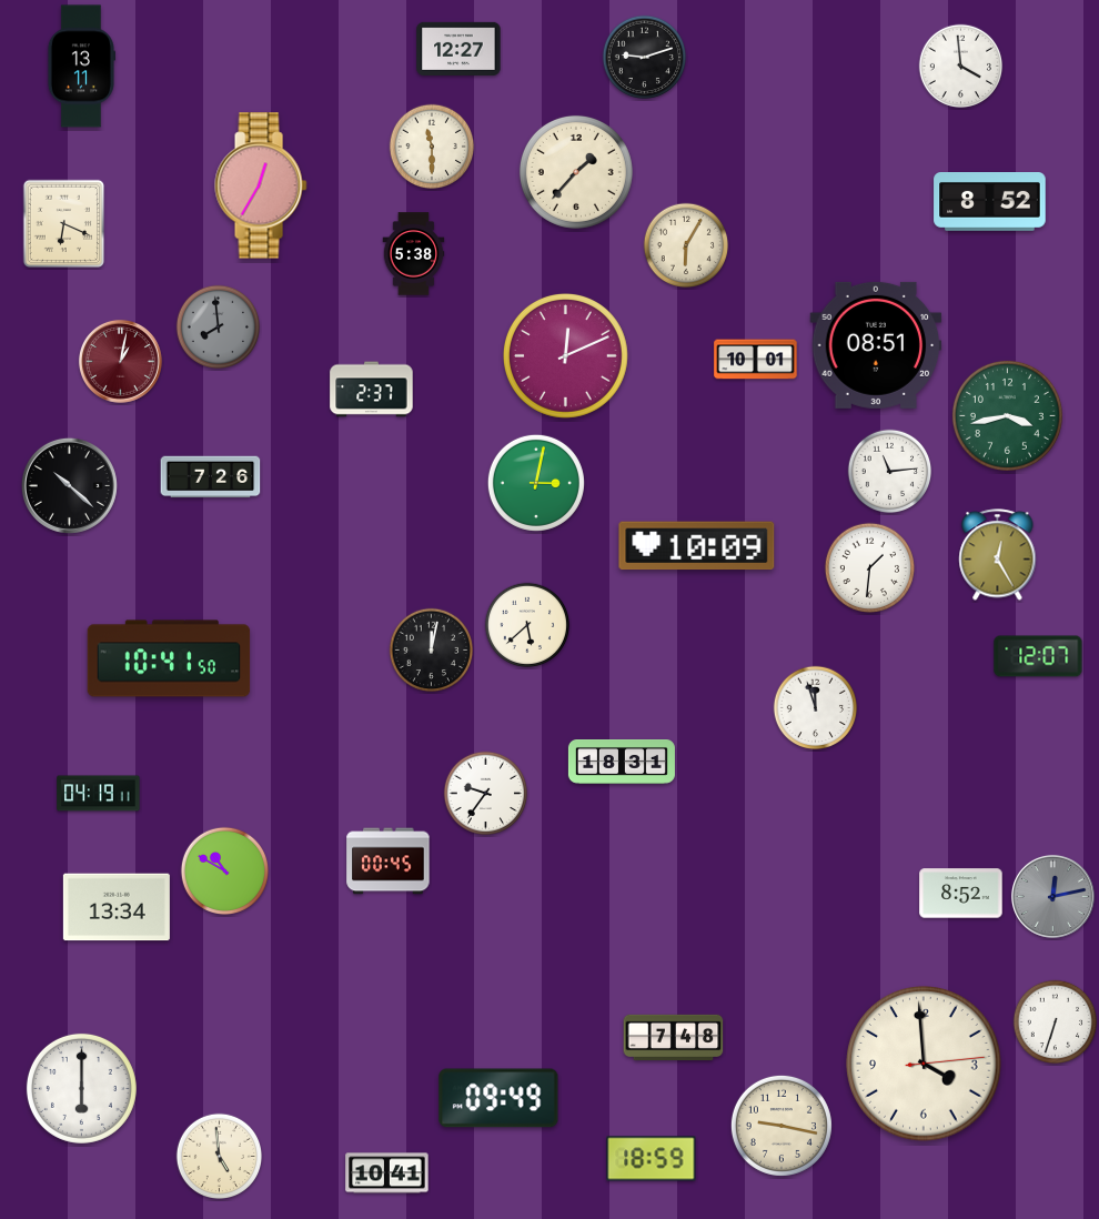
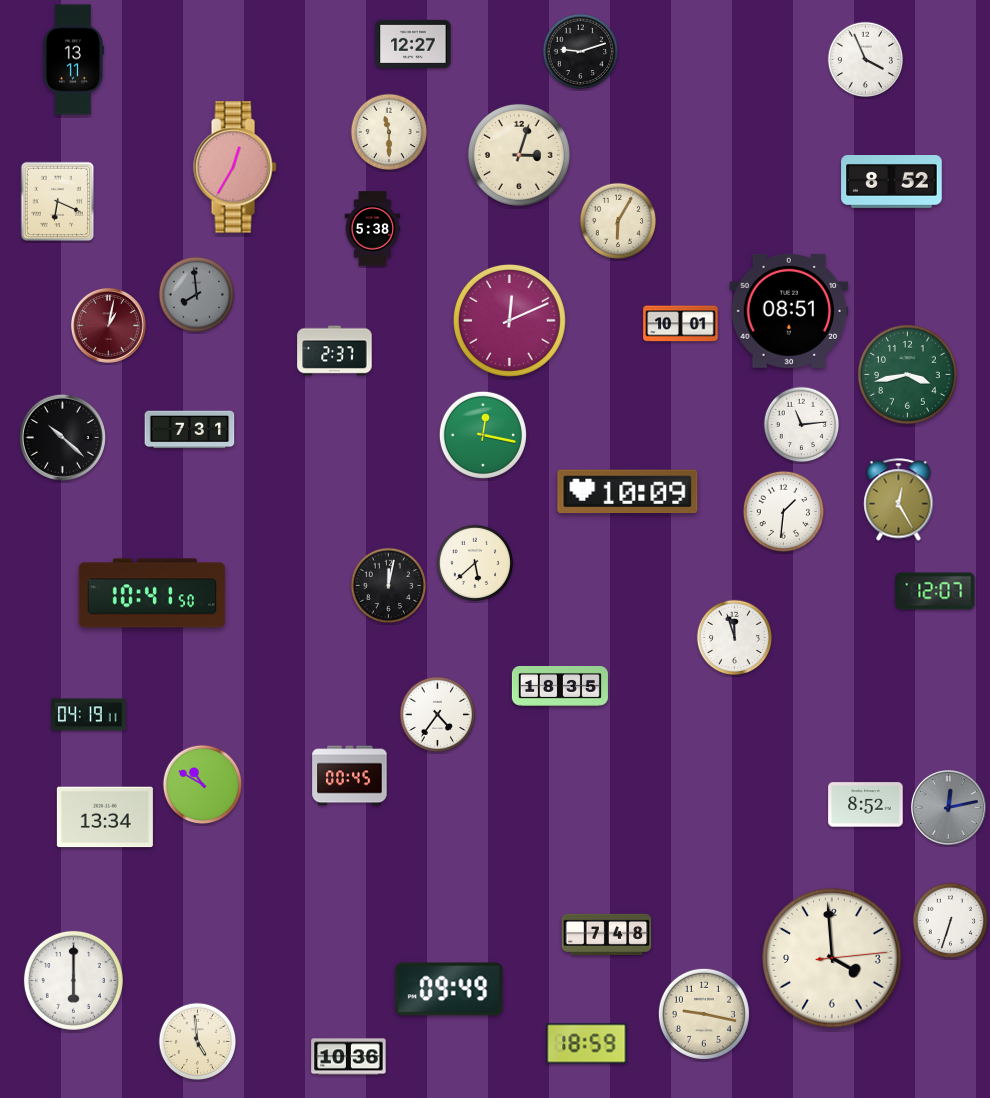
clock at (961, 67): 3:59 -> 3:56
clock at (576, 172): 1:37 -> 3:03
clock at (211, 477): 7:26 -> 7:31
clock at (536, 483): 3:02 -> 12:17
clock at (622, 763): 18:31 -> 18:35
clock at (486, 794): 9:36 -> 4:36
clock at (387, 1173): 10:41 -> 10:36
